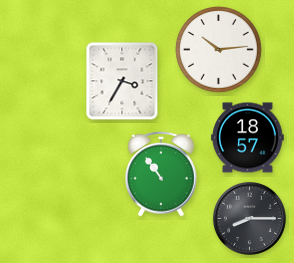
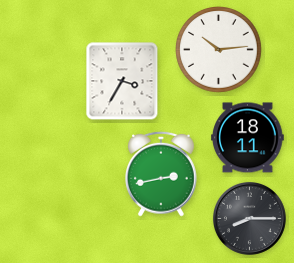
clock at (248, 138): 18:57 -> 18:11
clock at (162, 174): 10:54 -> 2:43
